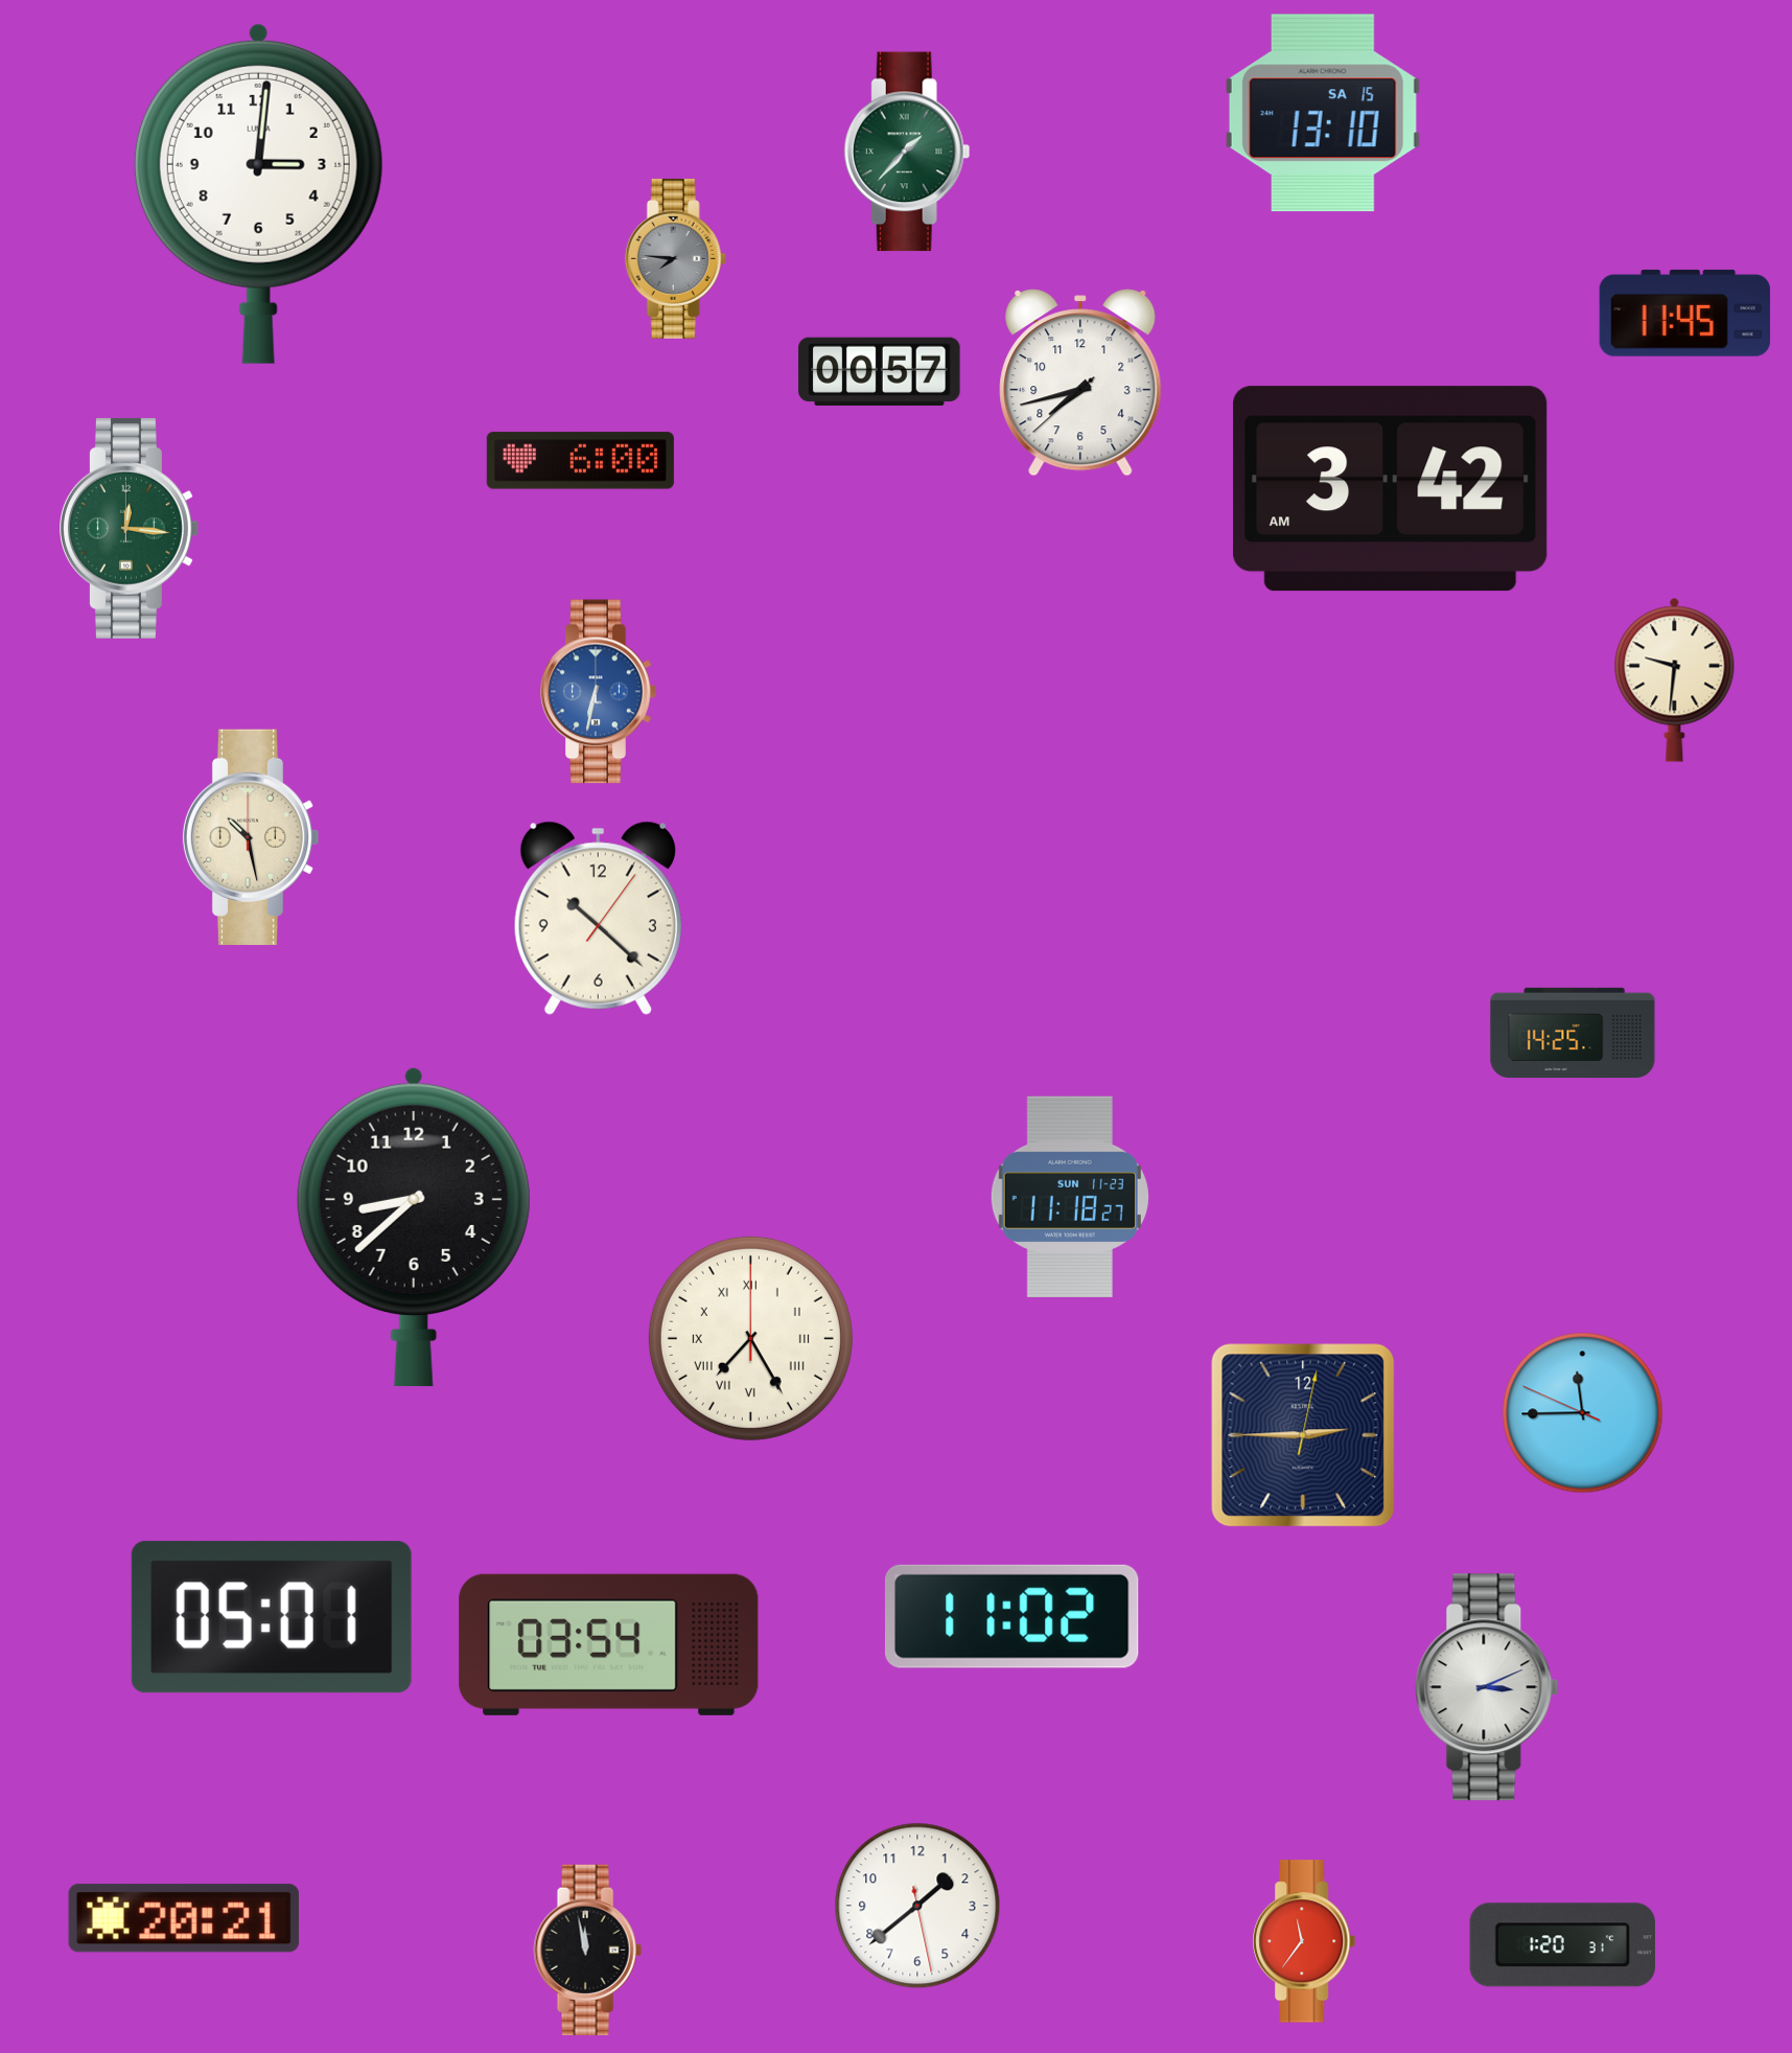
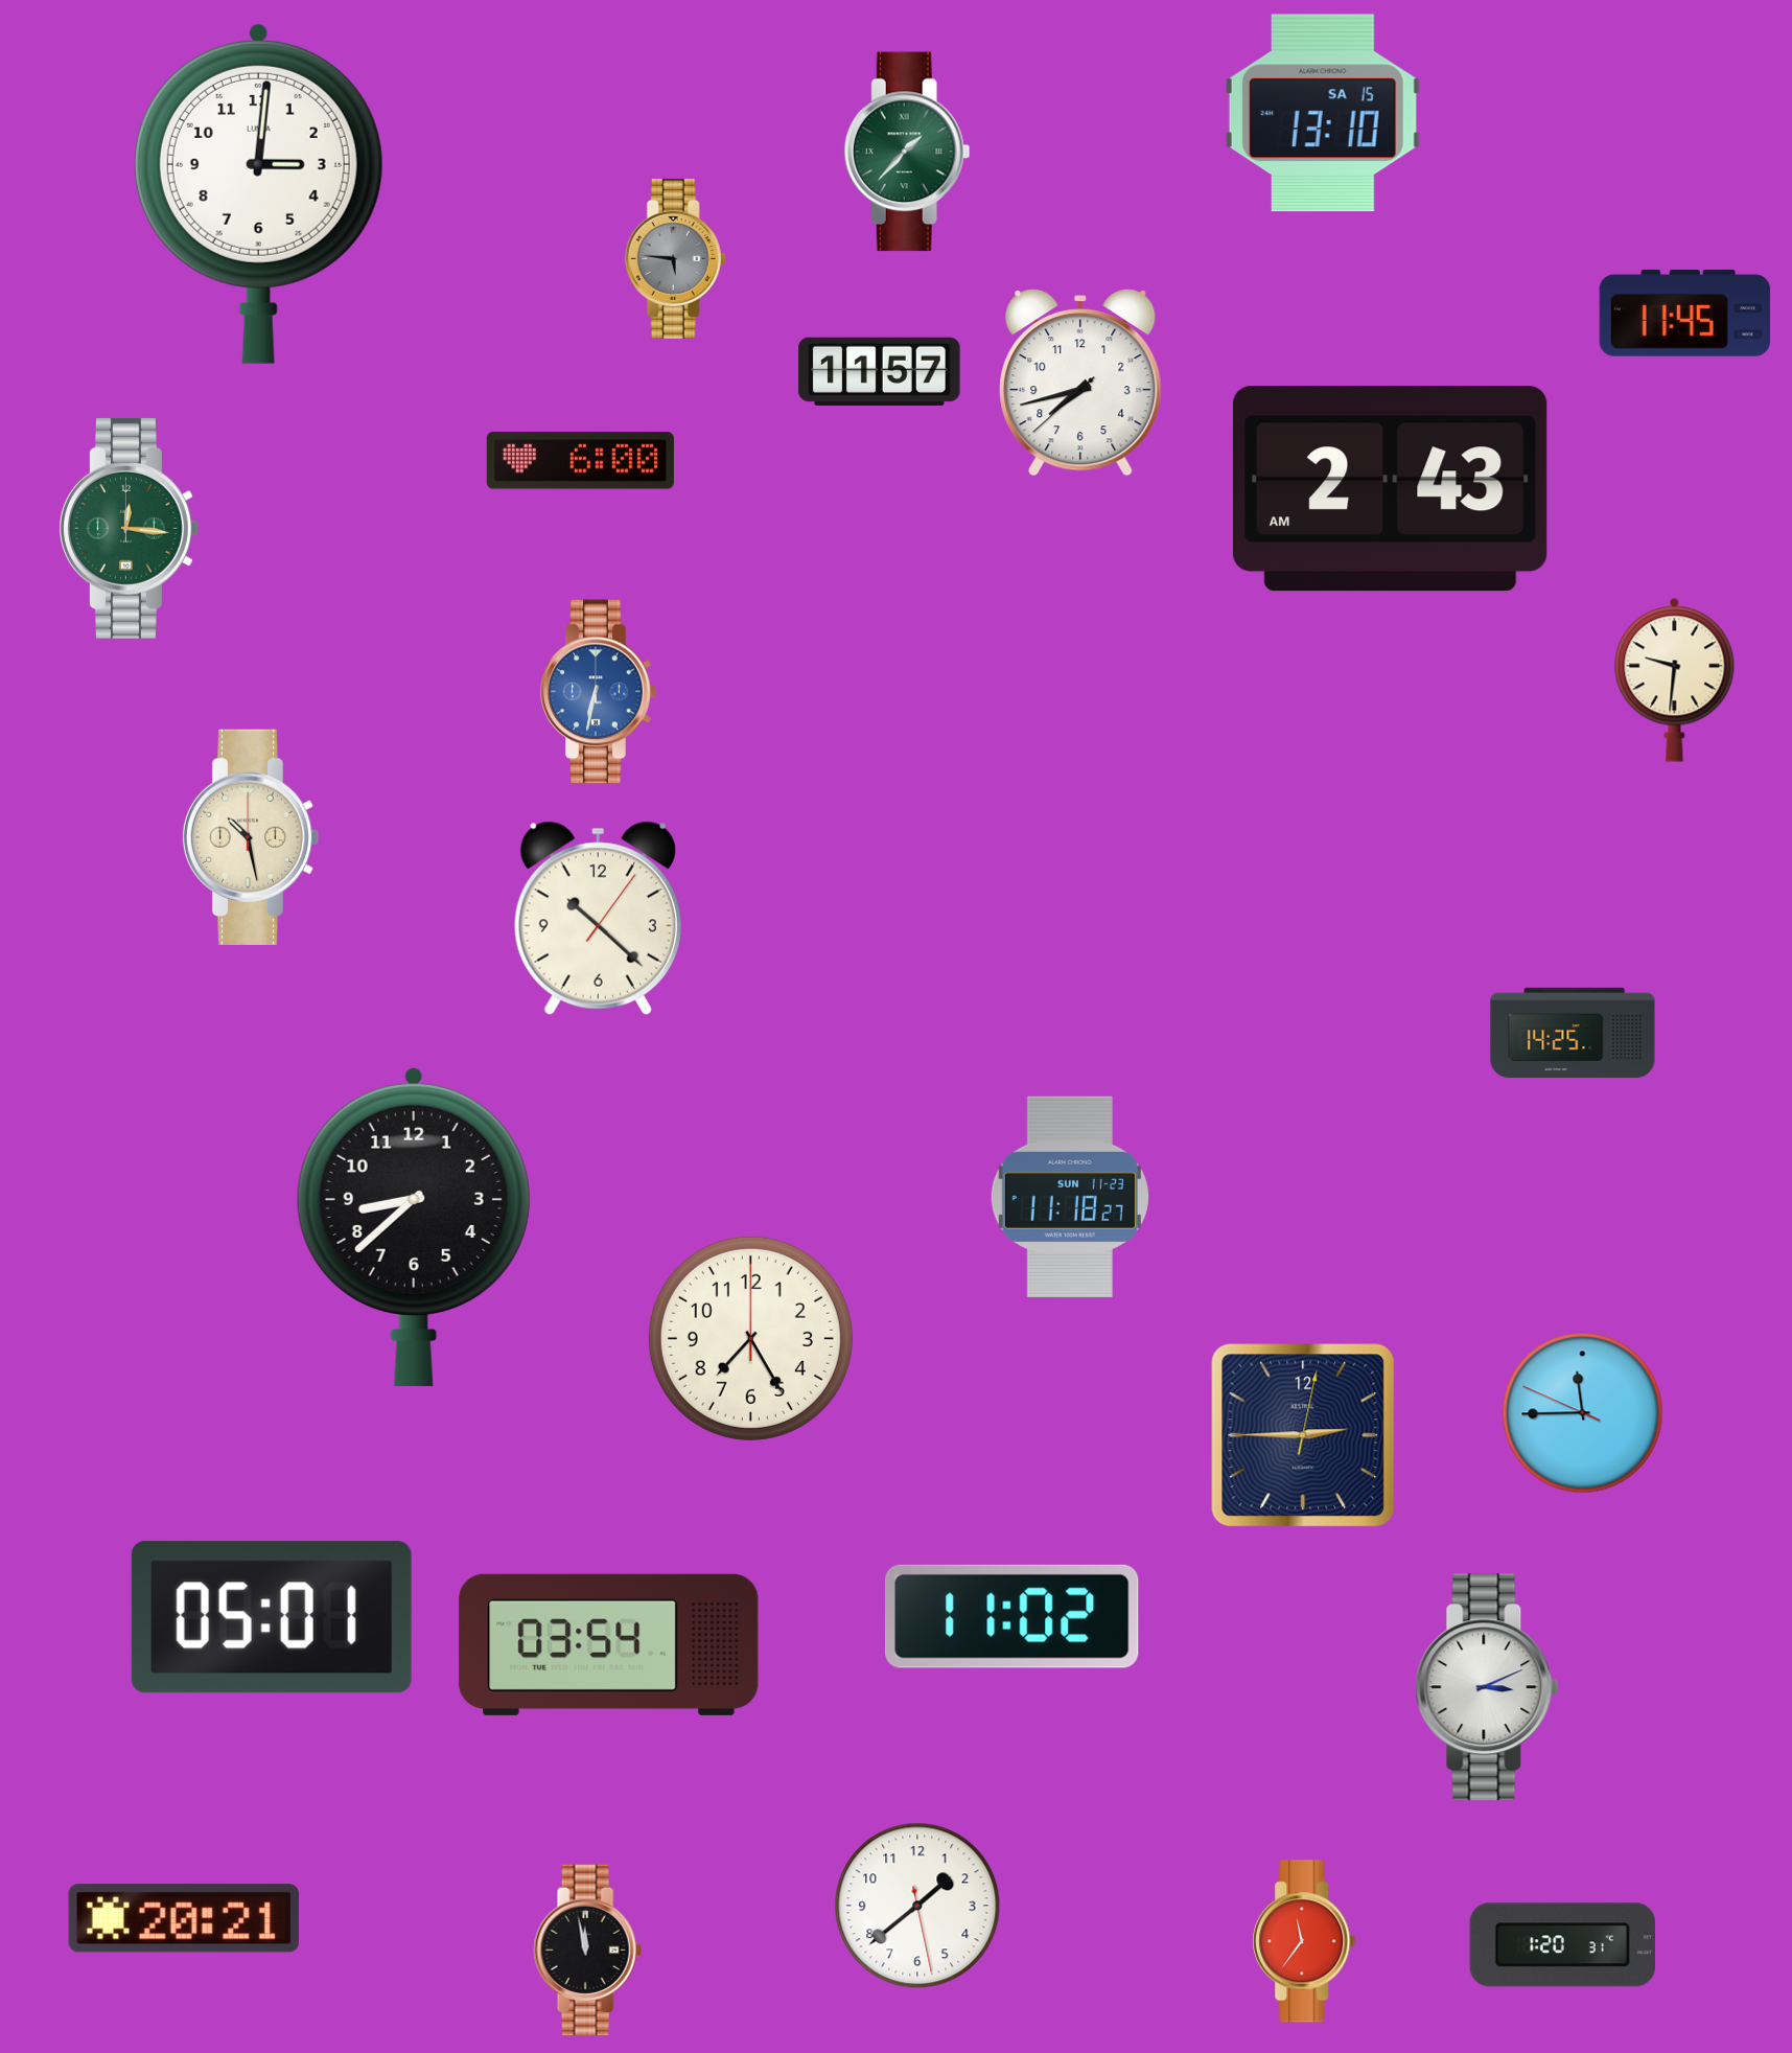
clock at (675, 258): 7:46 -> 5:46
clock at (880, 371): 00:57 -> 11:57
clock at (1391, 489): 3:42 -> 2:43
clock at (750, 1338) numerals: Roman -> Arabic
